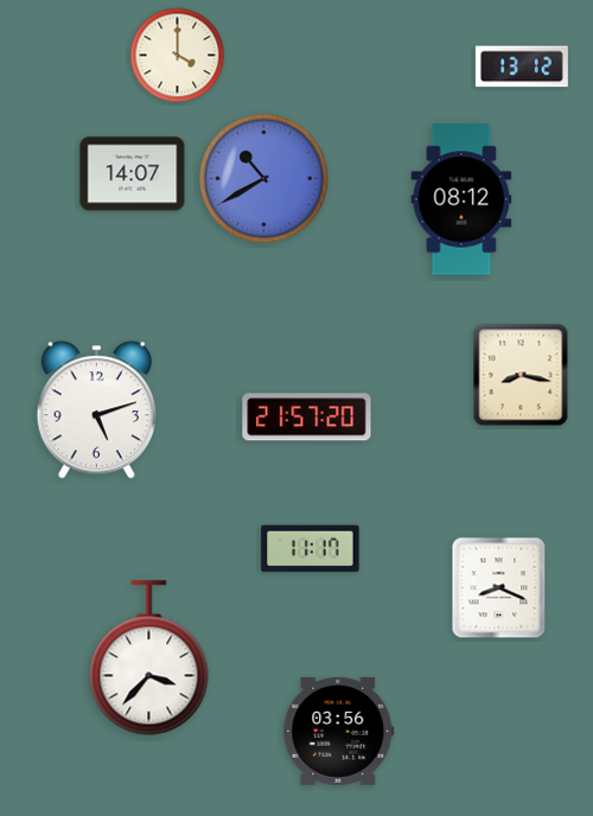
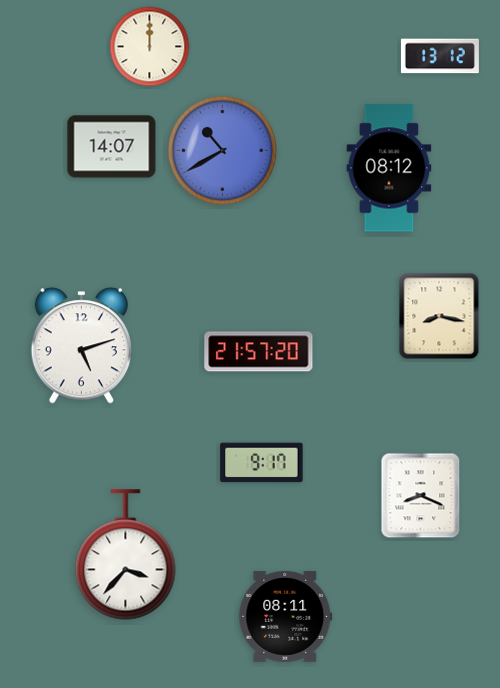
clock at (178, 56): 4:00 -> 12:00
clock at (311, 549): 11:17 -> 9:17
clock at (339, 731): 03:56 -> 08:11
